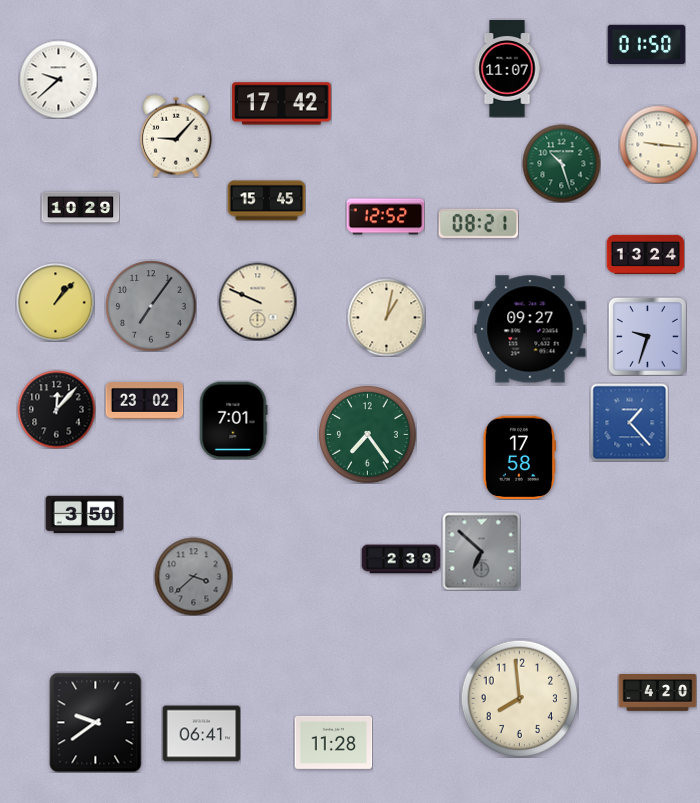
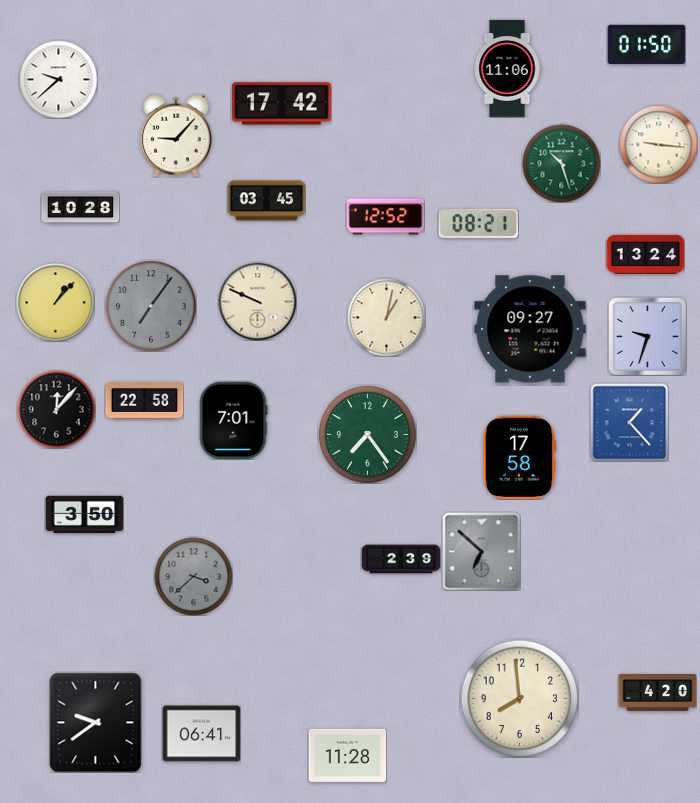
clock at (507, 69): 11:07 -> 11:06
clock at (266, 201): 15:45 -> 03:45
clock at (80, 208): 10:29 -> 10:28
clock at (144, 401): 23:02 -> 22:58
clock at (333, 742) position: (333, 742) -> (347, 755)
